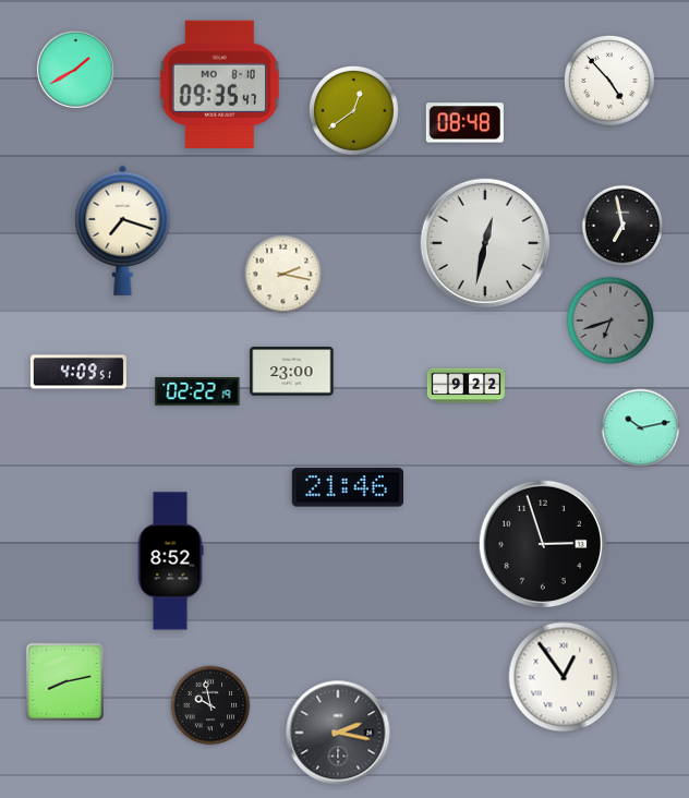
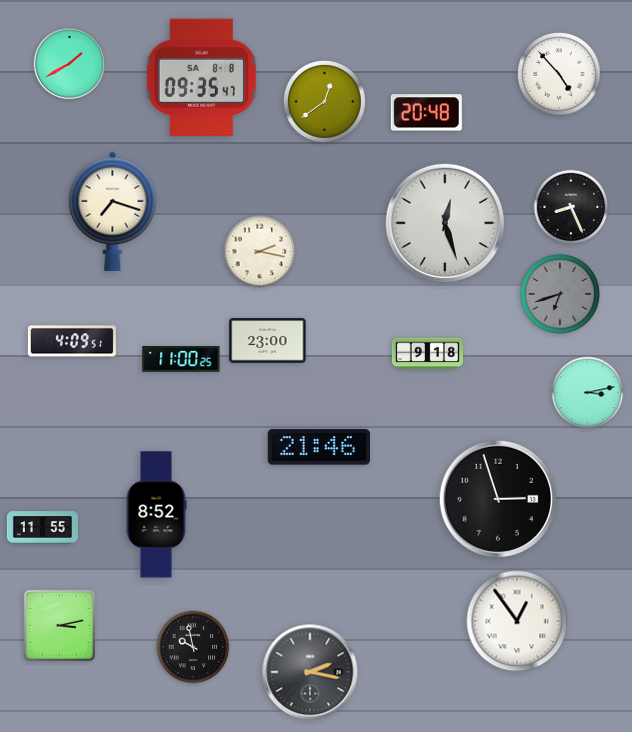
clock at (219, 84) date: MO 8-10 -> SA 8-8
clock at (464, 123): 08:48 -> 20:48
clock at (622, 226): 6:58 -> 8:26
clock at (485, 243): 12:32 -> 12:27
clock at (466, 386): 9:22 -> 9:18
clock at (197, 391): 02:22 -> 11:00
clock at (641, 428): 10:13 -> 3:13
clock at (42, 528): none -> 11:55
clock at (65, 682): 8:13 -> 3:13
